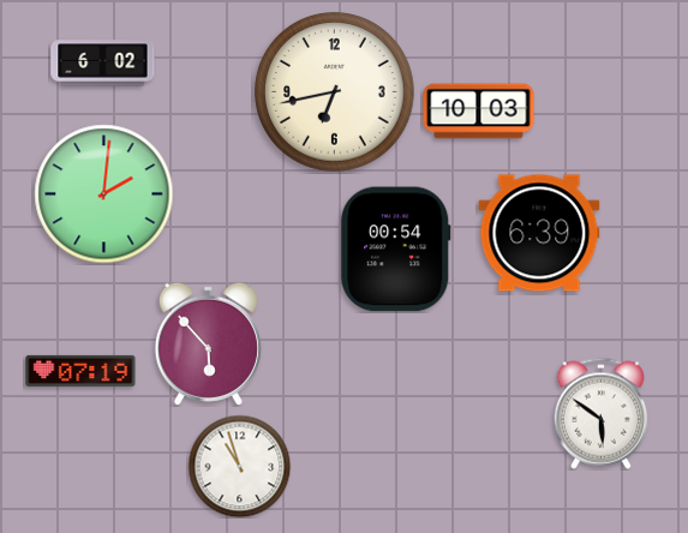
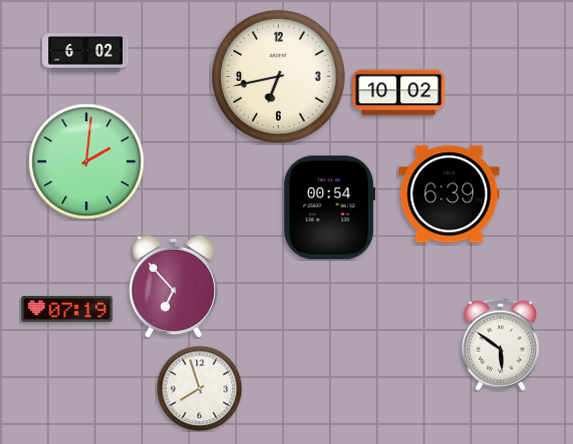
clock at (479, 112): 10:03 -> 10:02
clock at (208, 343): 5:53 -> 6:53
clock at (239, 466): 10:57 -> 7:57
